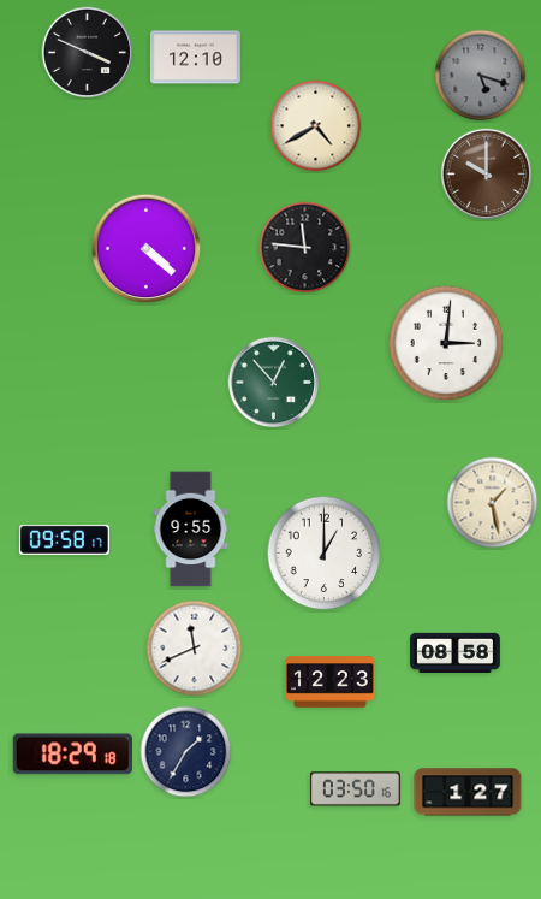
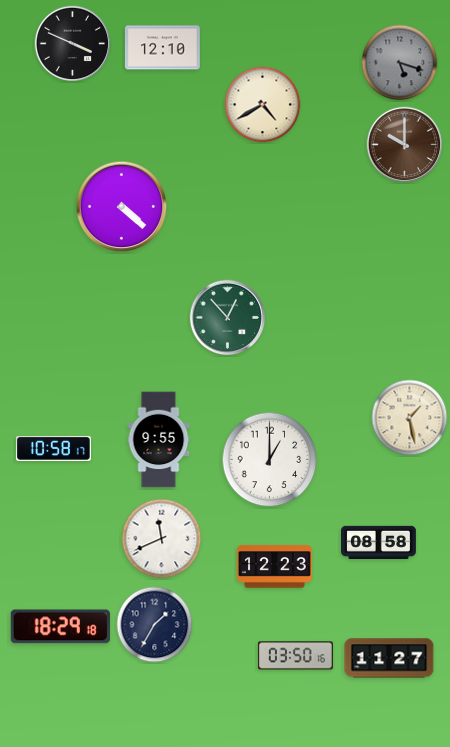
clock at (305, 248): 11:46 -> none
clock at (446, 343): 3:01 -> none
clock at (64, 539): 09:58 -> 10:58
clock at (468, 792): 1:27 -> 11:27
